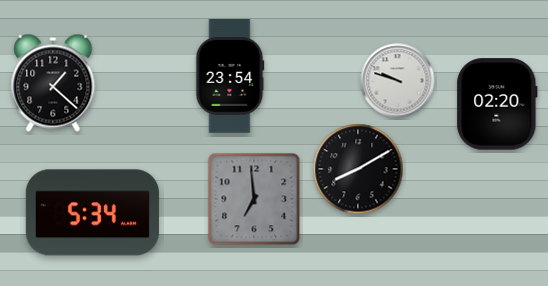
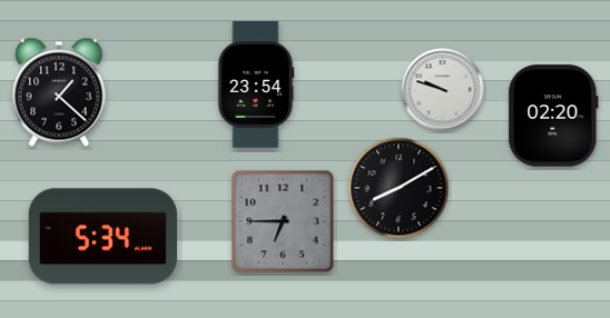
clock at (254, 199): 6:59 -> 6:45
